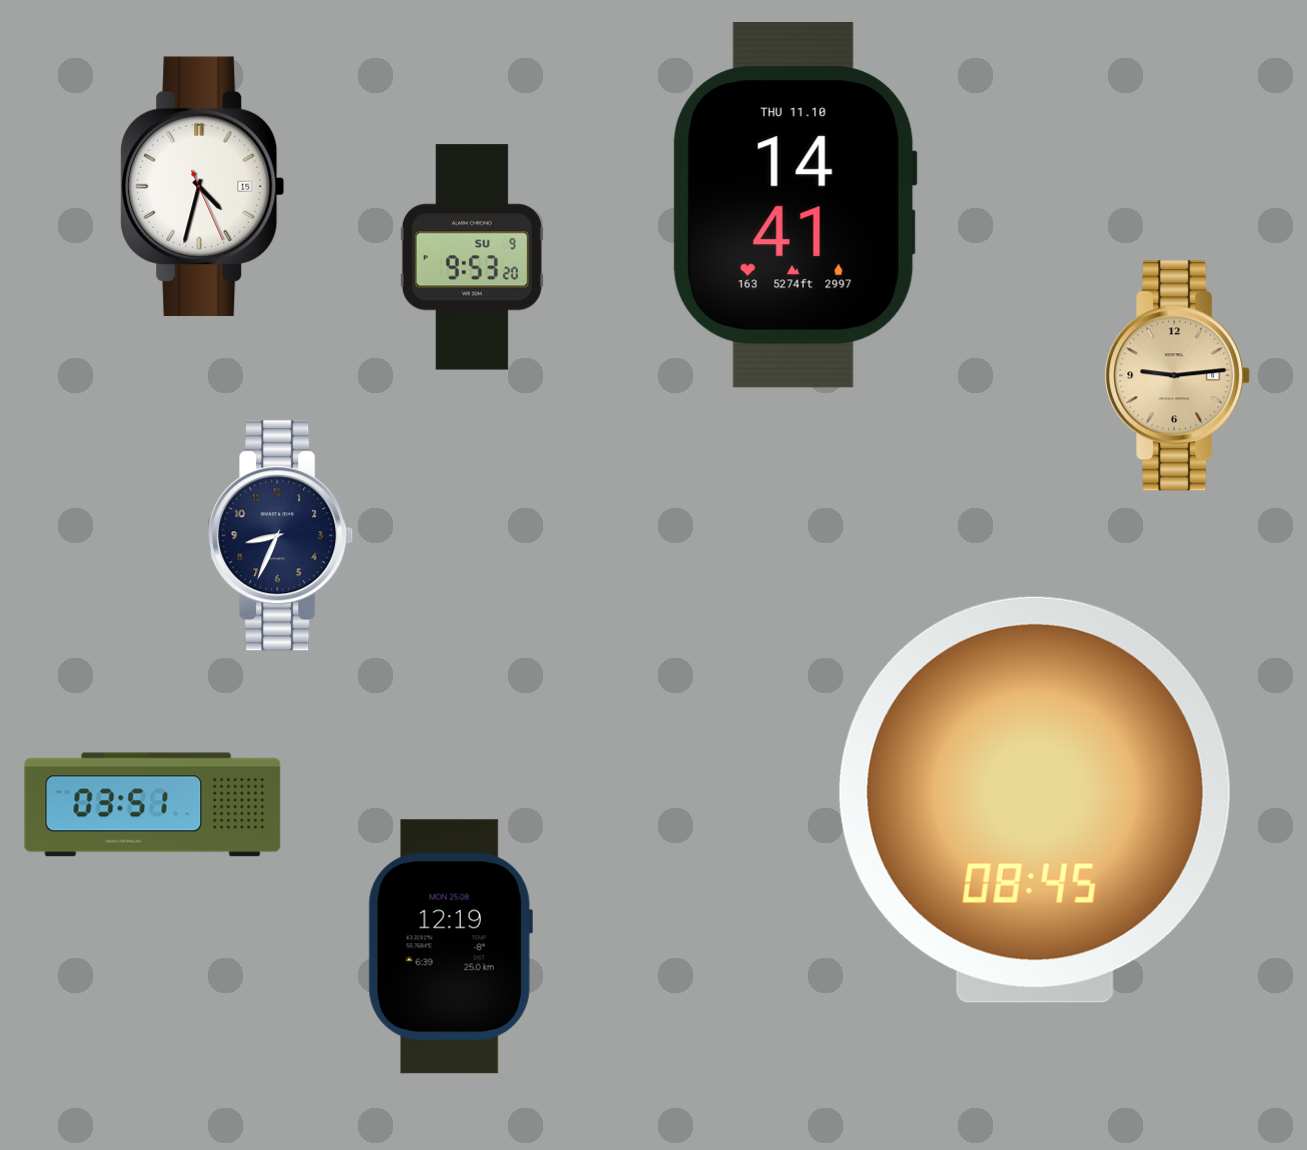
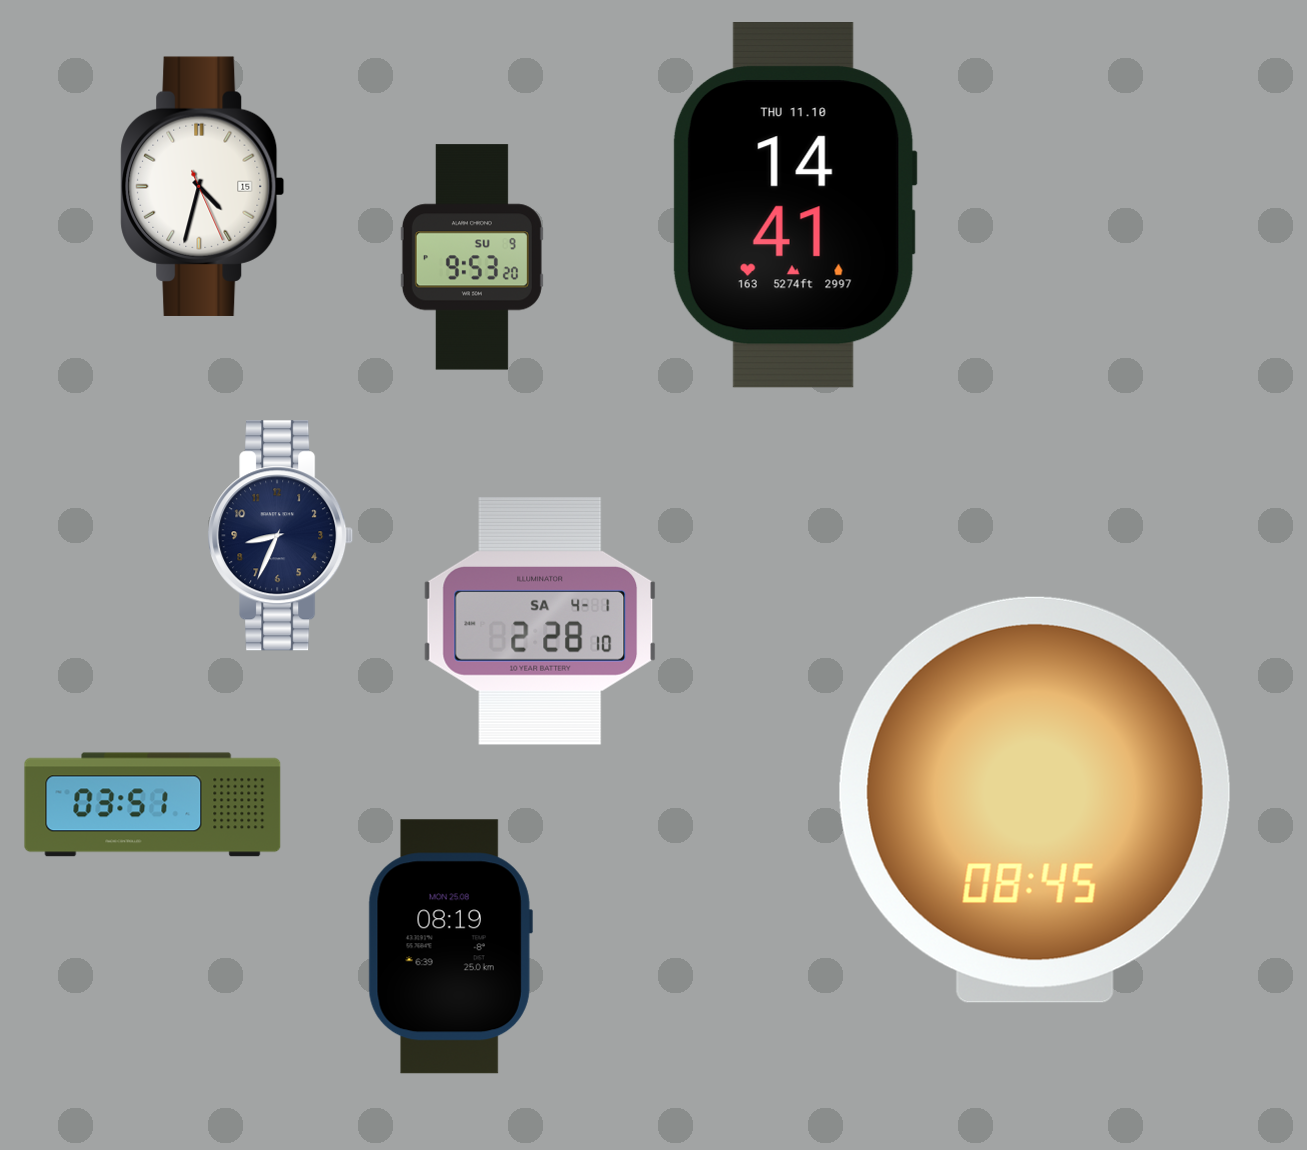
clock at (1178, 376): 9:14 -> none
clock at (540, 622): none -> 2:28
clock at (450, 947): 12:19 -> 08:19
